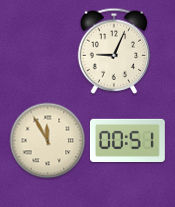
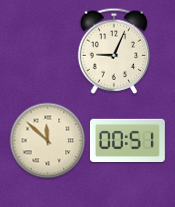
clock at (48, 141): 11:55 -> 11:52
